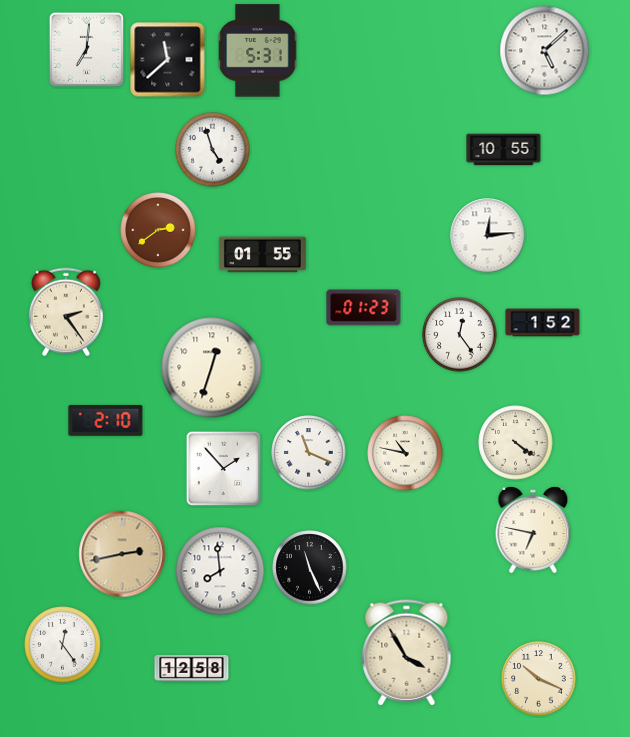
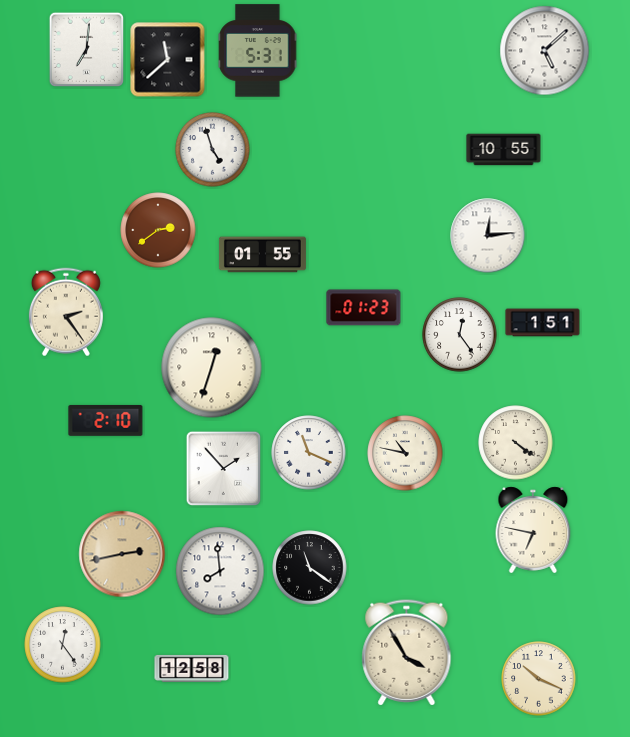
clock at (543, 323): 1:52 -> 1:51
clock at (310, 568): 11:26 -> 11:21
